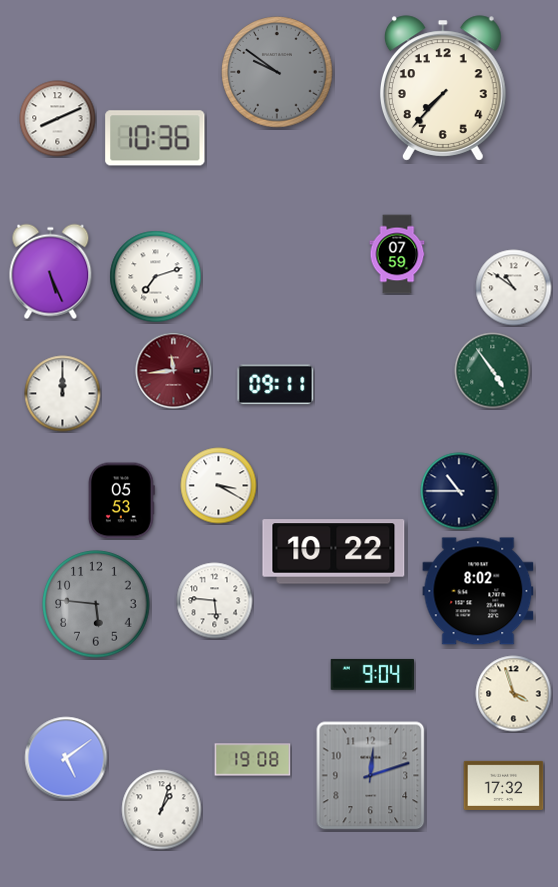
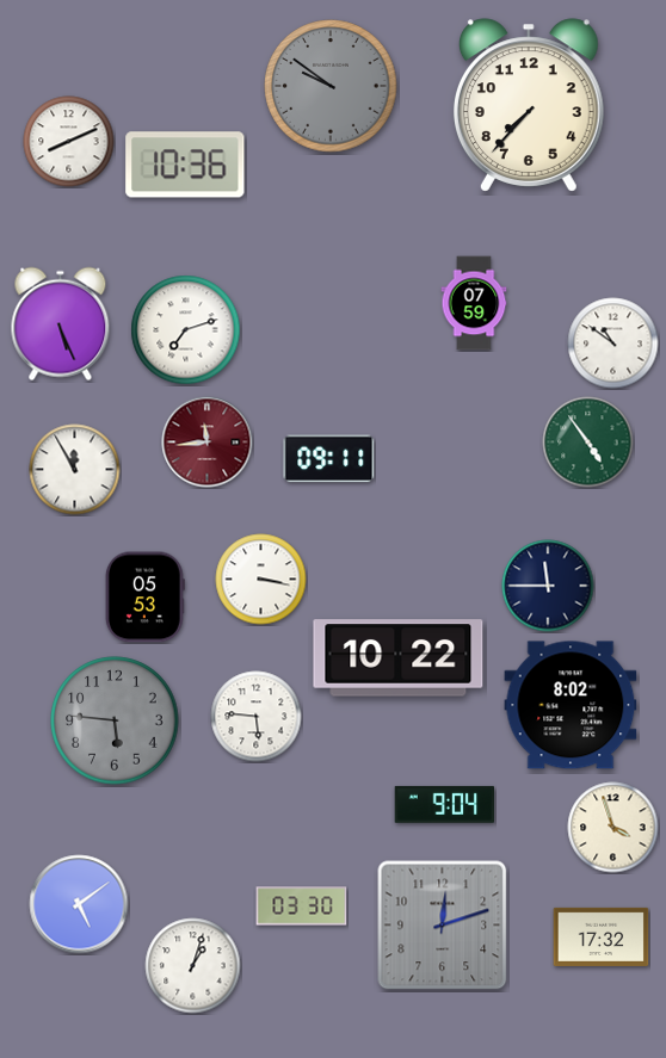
clock at (63, 394): 12:00 -> 11:55
clock at (219, 486): 3:20 -> 3:17
clock at (459, 491): 10:45 -> 11:45
clock at (253, 760): 19:08 -> 03:30
